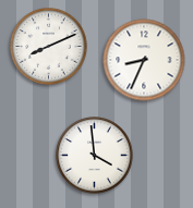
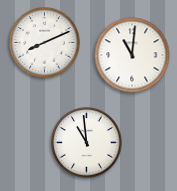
clock at (144, 60): 8:34 -> 11:01
clock at (95, 156): 3:59 -> 10:59
